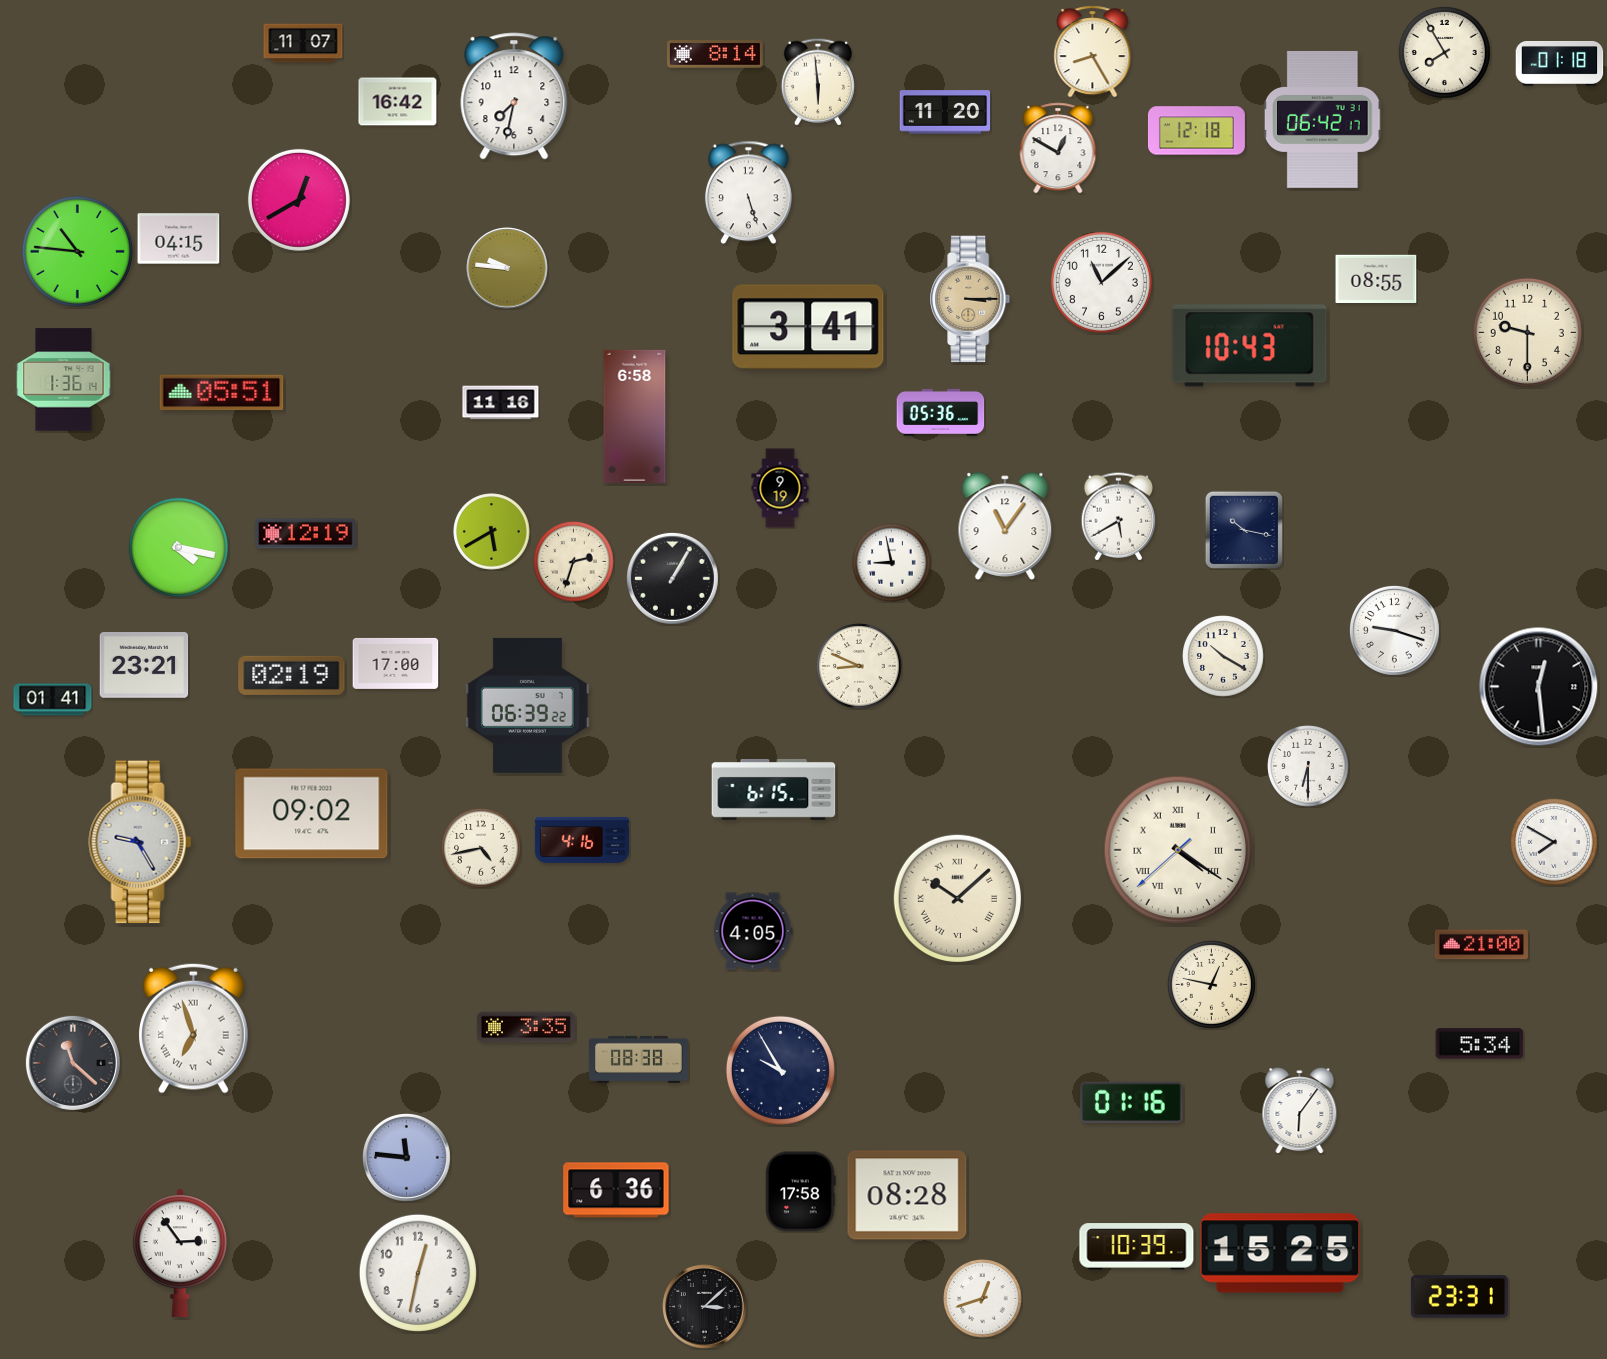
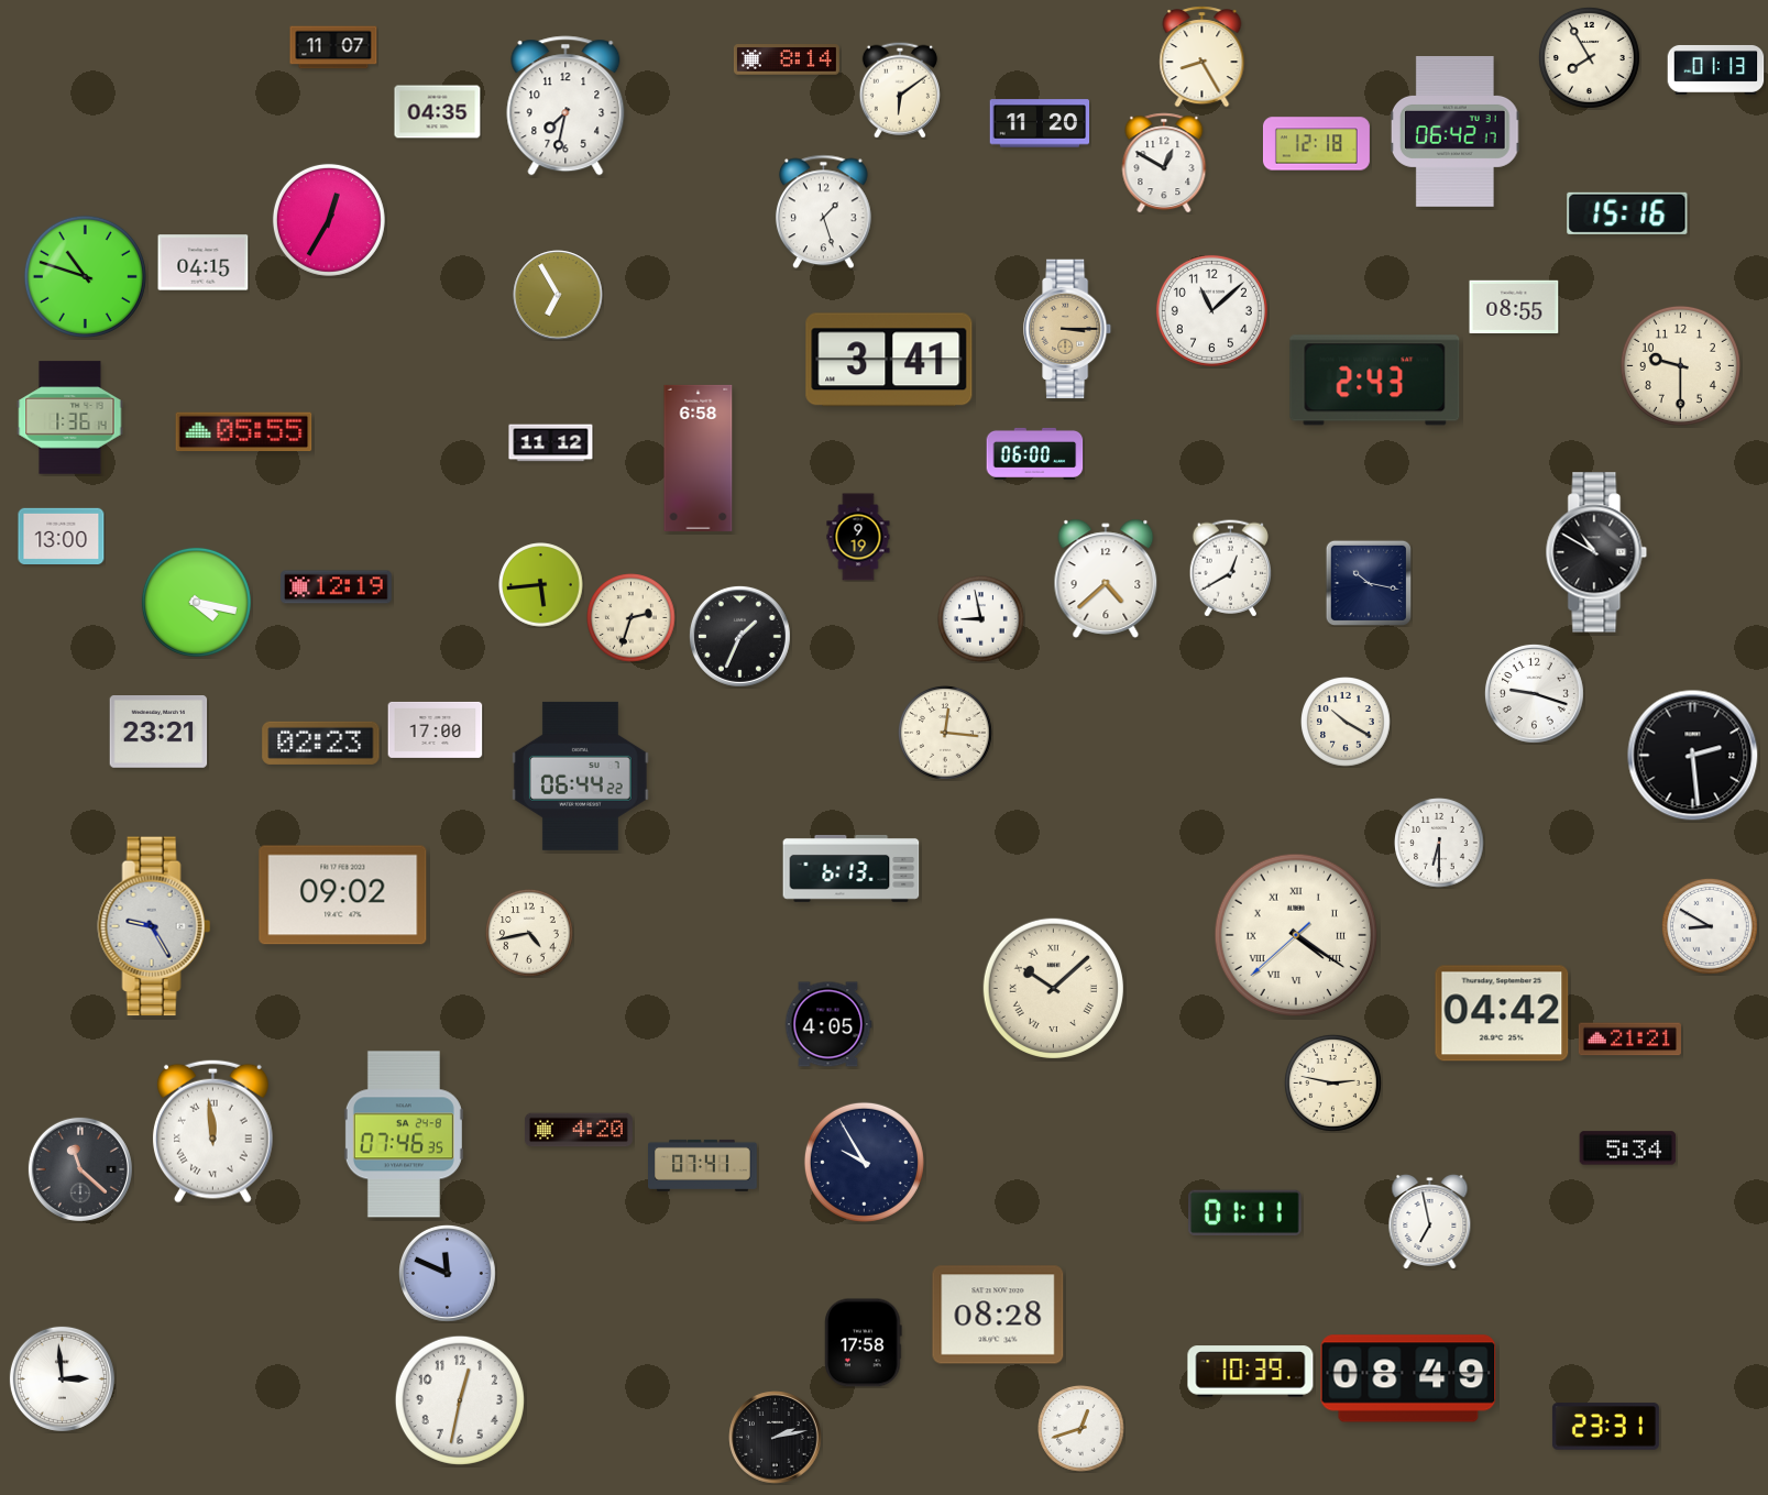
clock at (1560, 63): 01:18 -> 01:13
clock at (818, 82): 5:59 -> 6:09
clock at (398, 102): 16:42 -> 04:35
clock at (748, 193): 5:27 -> 1:27
clock at (1627, 213): none -> 15:16
clock at (299, 200): 12:40 -> 12:35
clock at (179, 239) position: (179, 239) -> (204, 263)
clock at (77, 251): 10:46 -> 10:48
clock at (507, 268): 9:46 -> 6:55
clock at (1250, 346): 10:43 -> 2:43
clock at (222, 393): 05:51 -> 05:55
clock at (501, 403): 11:16 -> 11:12
clock at (941, 412): 05:36 -> 06:00
clock at (62, 536): none -> 13:00
clock at (1596, 552): none -> 10:50
clock at (1118, 517): 5:40 -> 12:40
clock at (1005, 526): 11:06 -> 4:38
clock at (492, 532): 5:40 -> 5:44
clock at (672, 578): 1:05 -> 1:34
clock at (860, 667): 8:49 -> 12:16
clock at (292, 675): 02:19 -> 02:23
clock at (1539, 687): 12:29 -> 2:29
clock at (53, 700): 01:41 -> none
clock at (527, 705): 06:39 -> 06:44
clock at (774, 789): 6:15 -> 6:13
clock at (582, 840): 4:16 -> none
clock at (1555, 843): 7:50 -> 8:50
clock at (1502, 1013): none -> 04:42
clock at (1481, 945): 21:00 -> 21:21
clock at (1211, 984): 12:47 -> 2:47
clock at (526, 1027): 3:35 -> 4:20
clock at (193, 1028): 6:57 -> 11:59
clock at (404, 1134): none -> 07:46
clock at (639, 1059): 08:38 -> 07:41
clock at (780, 1070) position: (780, 1070) -> (864, 1162)
clock at (1132, 1102): 01:16 -> 01:11
clock at (1300, 1111): 6:06 -> 6:58
clock at (407, 1158): 11:46 -> 11:49
clock at (616, 1190): 6:36 -> none
clock at (801, 1192) position: (801, 1192) -> (864, 1343)
clock at (180, 1252): 2:54 -> none
clock at (62, 1378): none -> 2:59
clock at (1280, 1253): 15:25 -> 08:49
clock at (705, 1307): 3:08 -> 2:13
